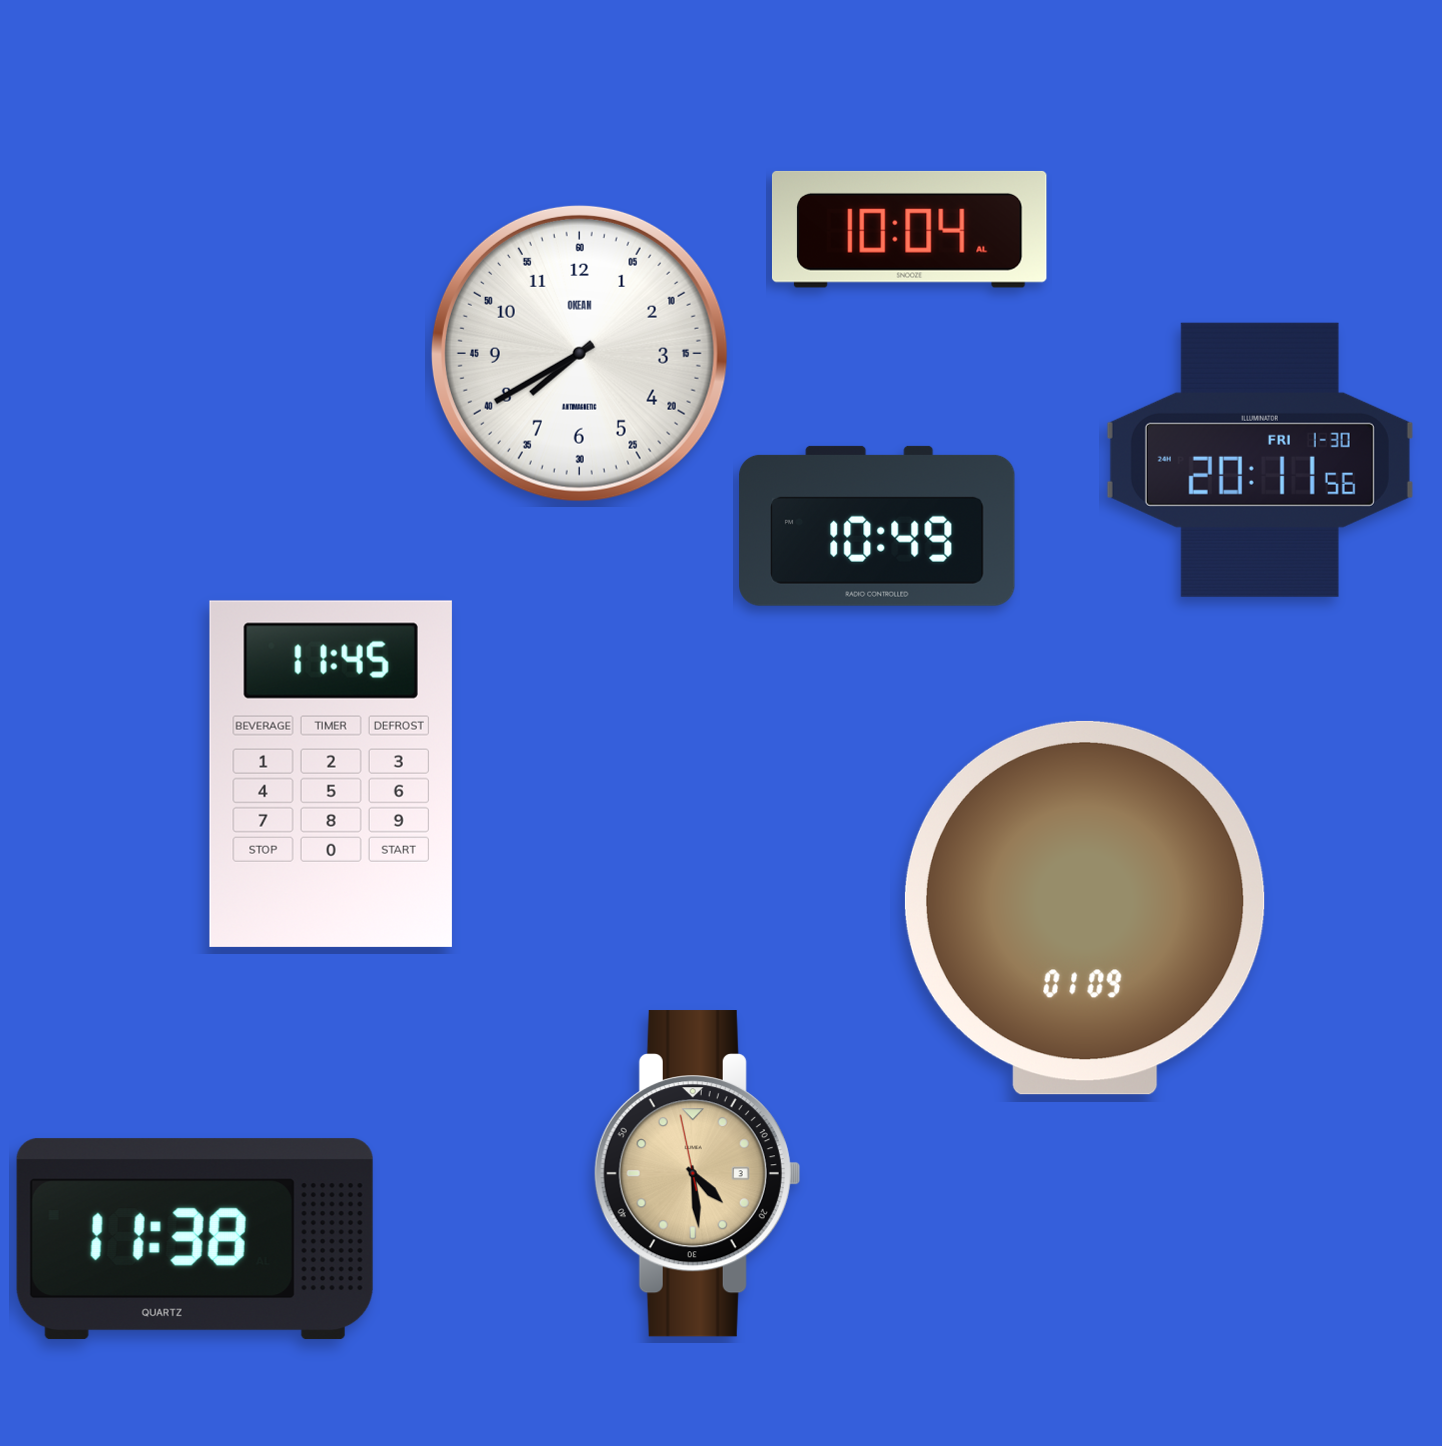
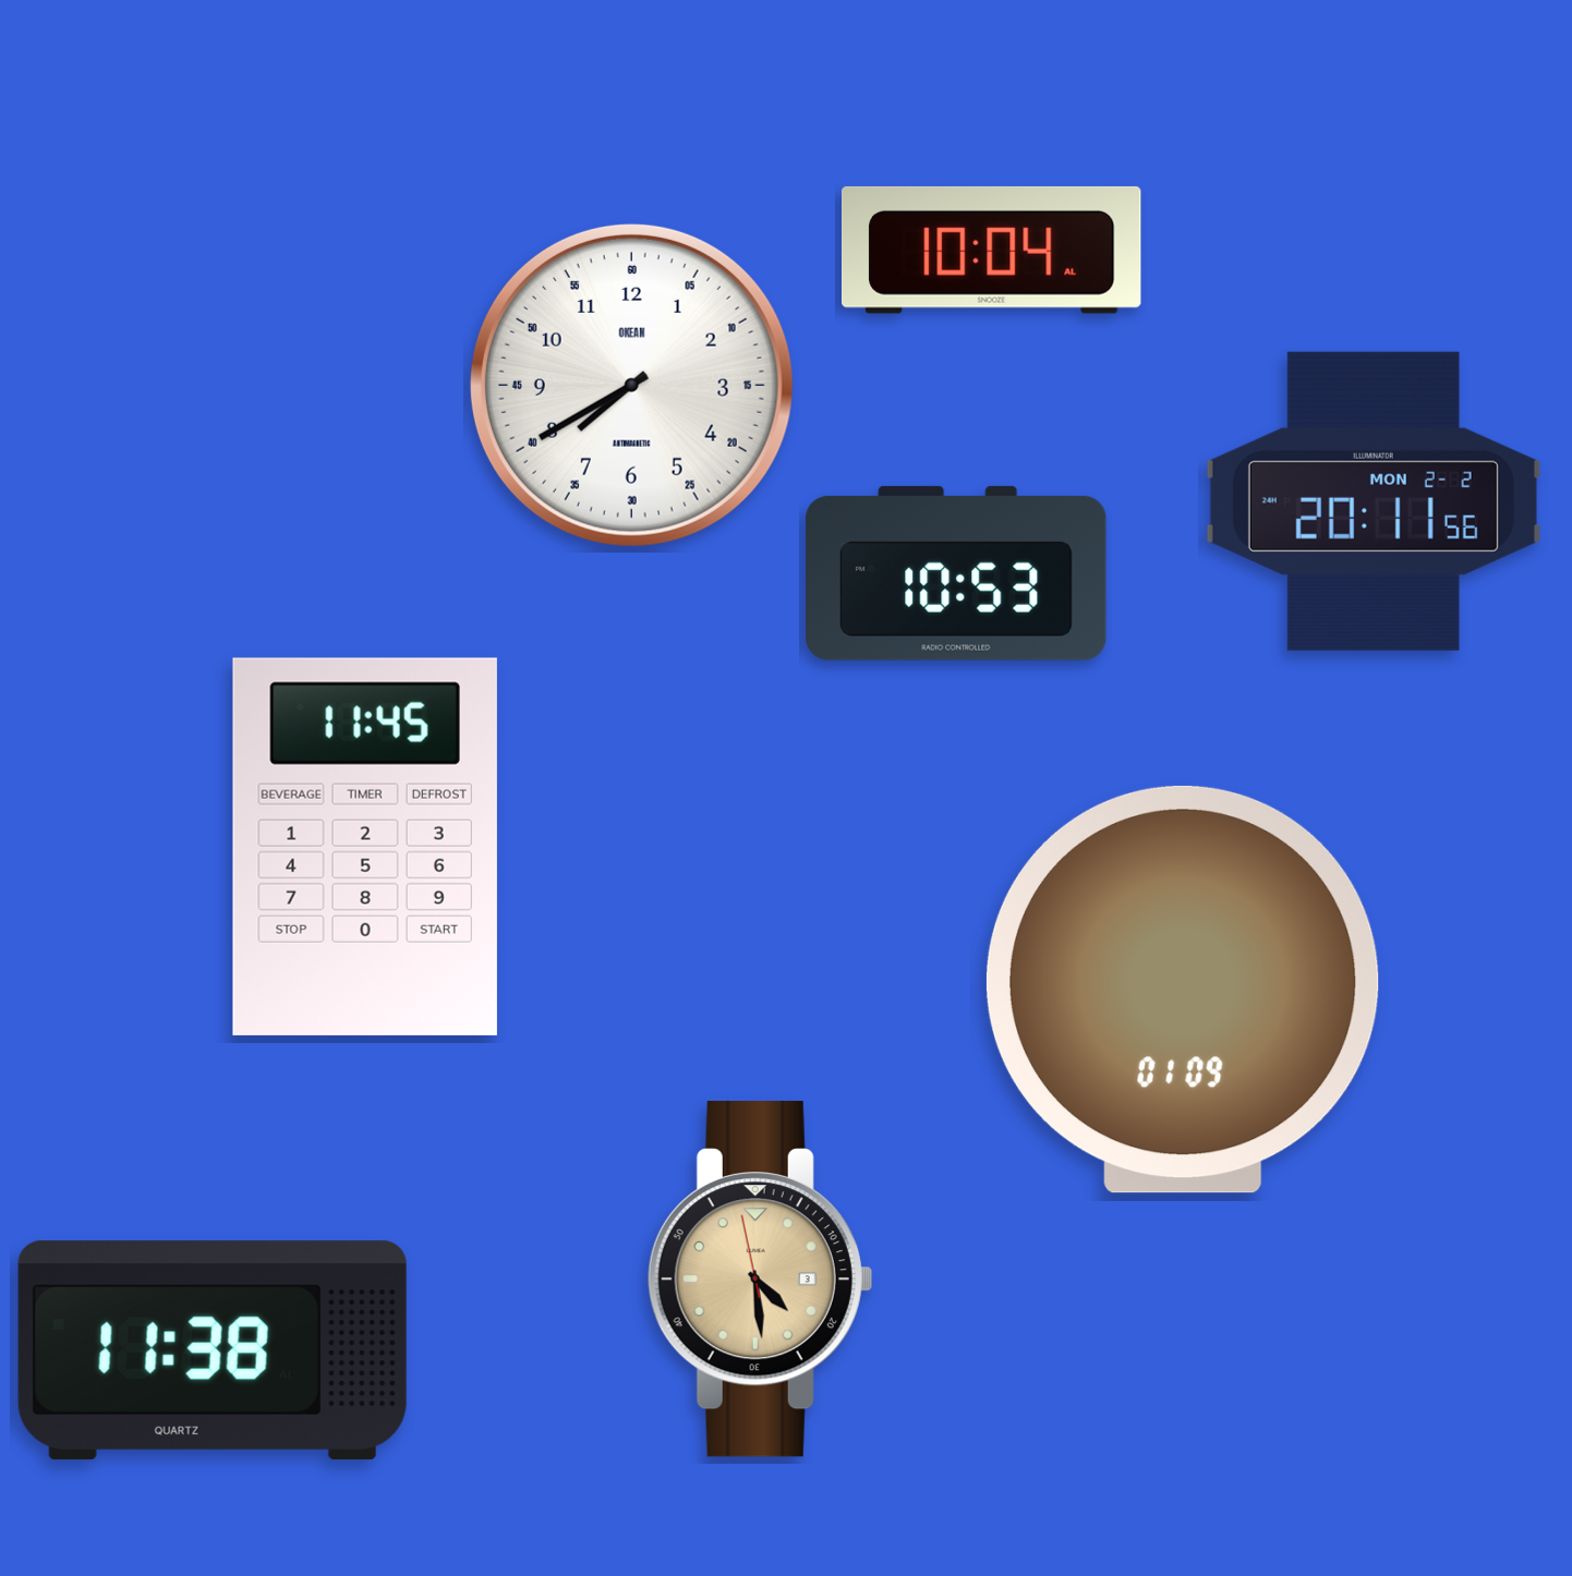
clock at (1260, 460) date: FRI 1-30 -> MON 2-2
clock at (877, 526): 10:49 -> 10:53
clock at (331, 774) position: (331, 774) -> (365, 847)
